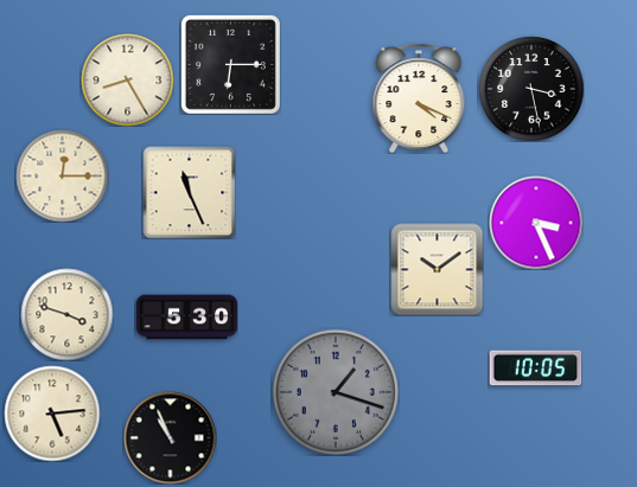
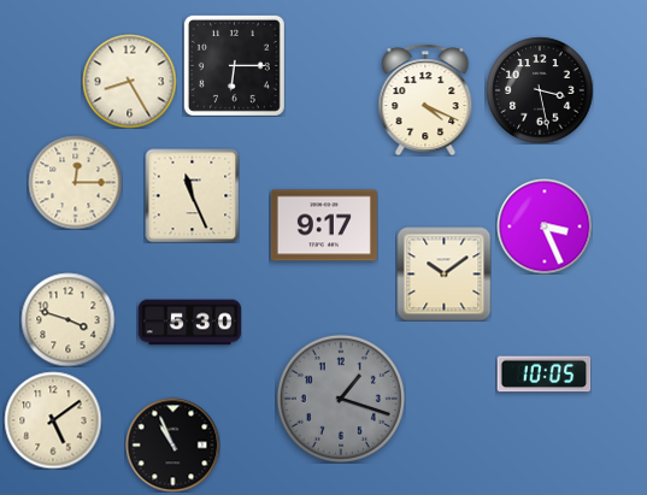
clock at (62, 175) position: (62, 175) -> (75, 182)
clock at (324, 225): none -> 9:17
clock at (52, 414): 5:14 -> 5:09
